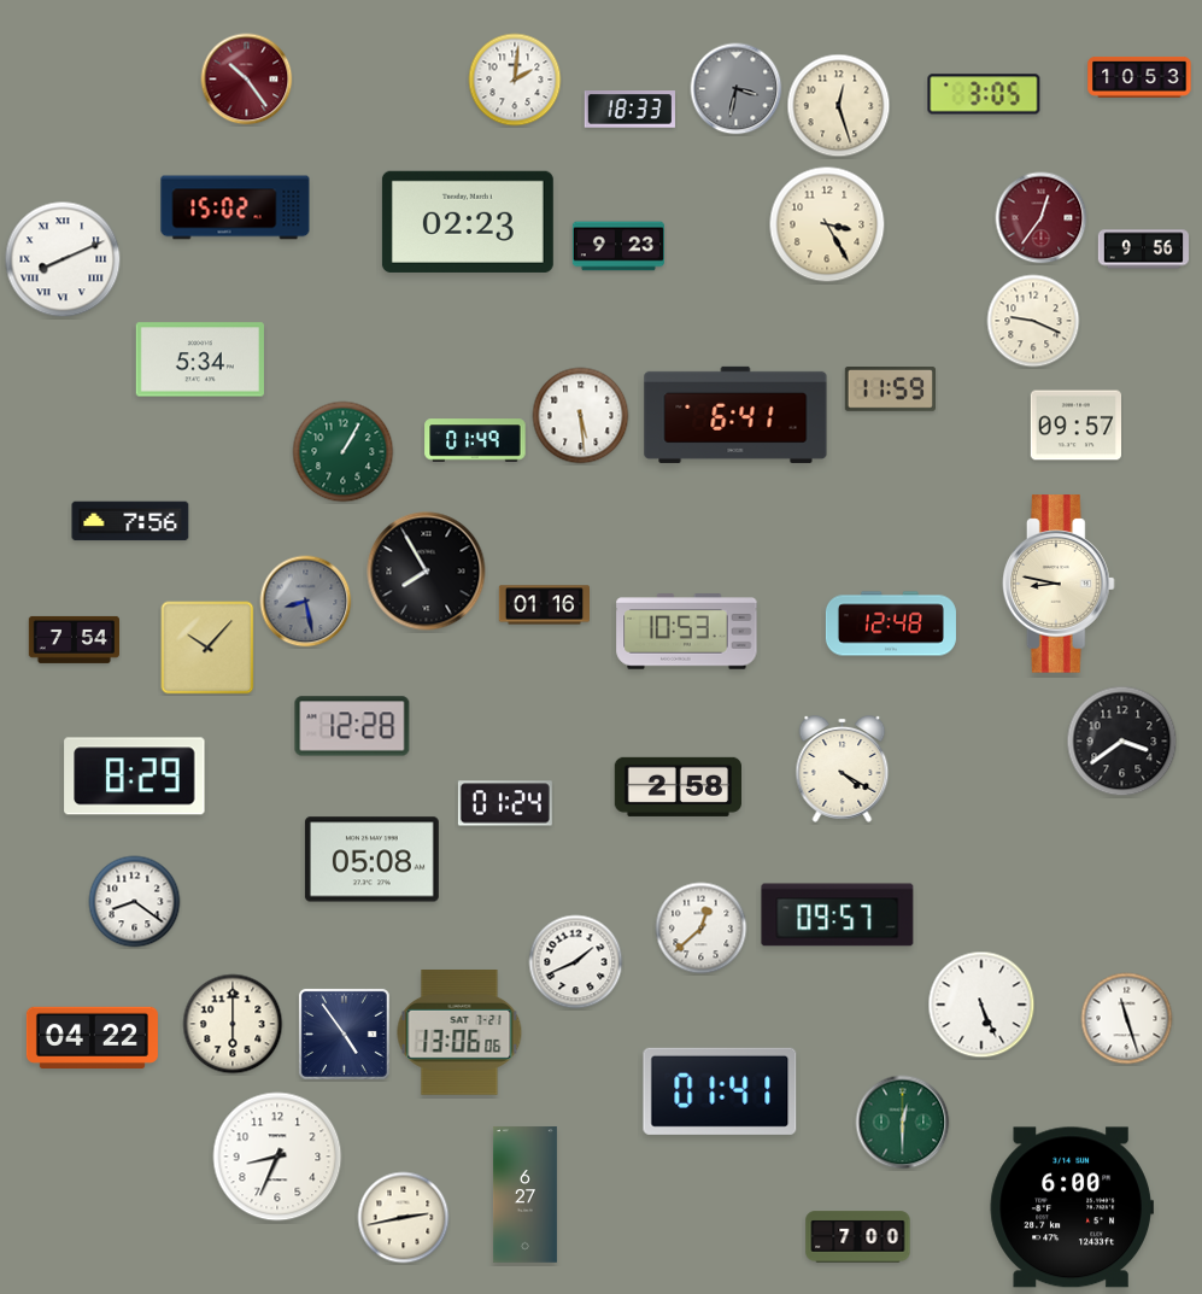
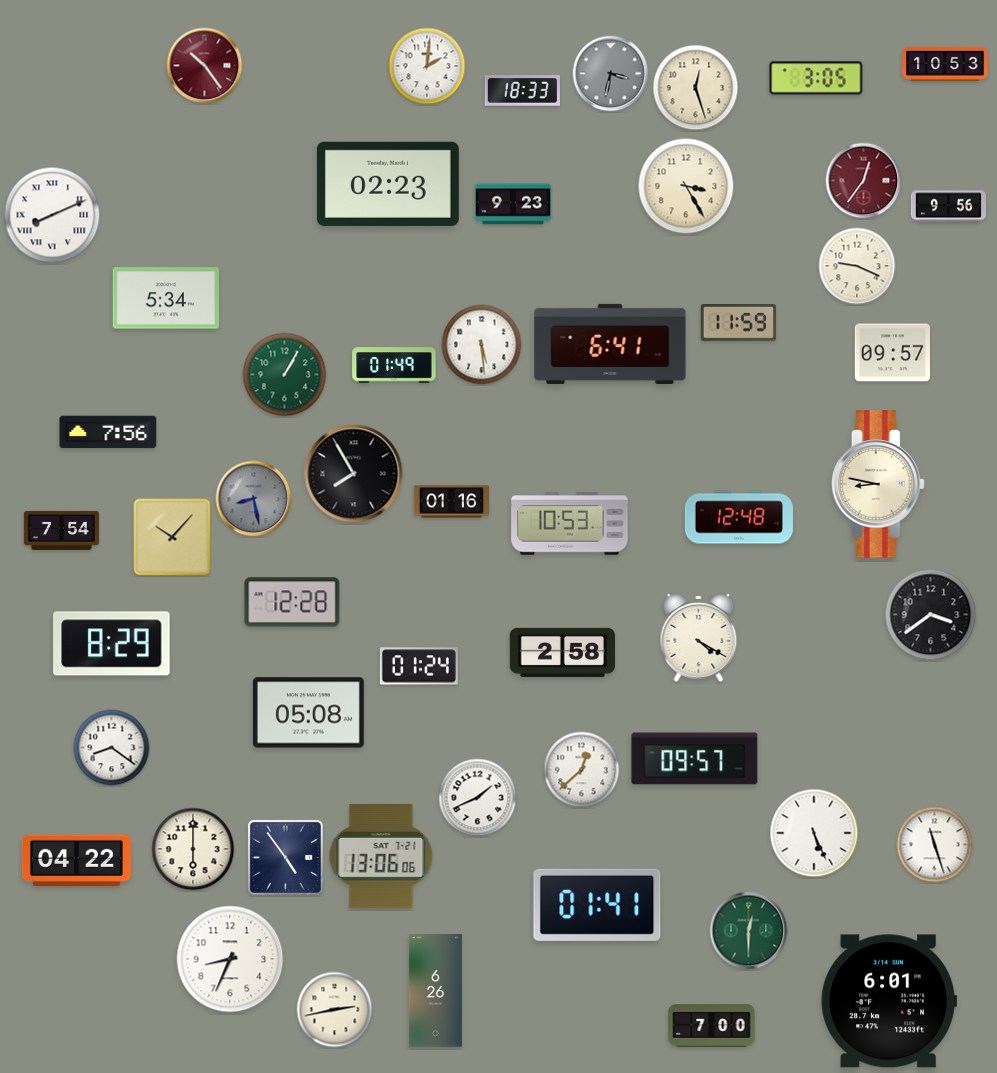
clock at (235, 207): 15:02 -> none
clock at (524, 1195): 6:27 -> 6:26
clock at (1072, 1207): 6:00 -> 6:01
